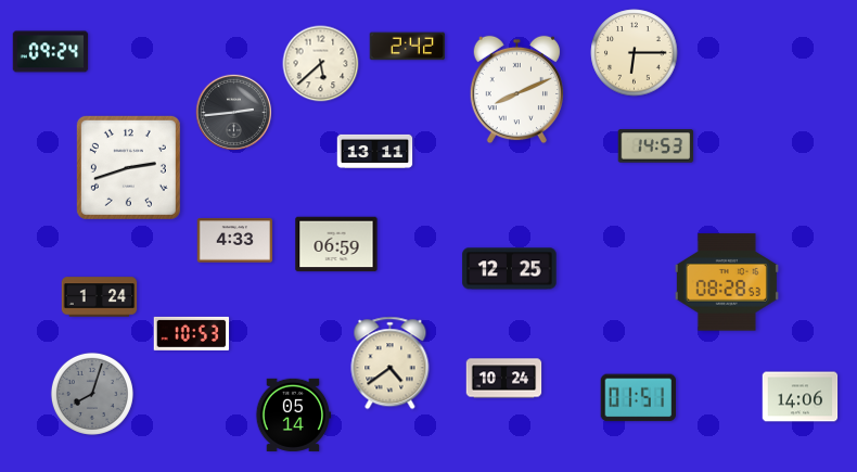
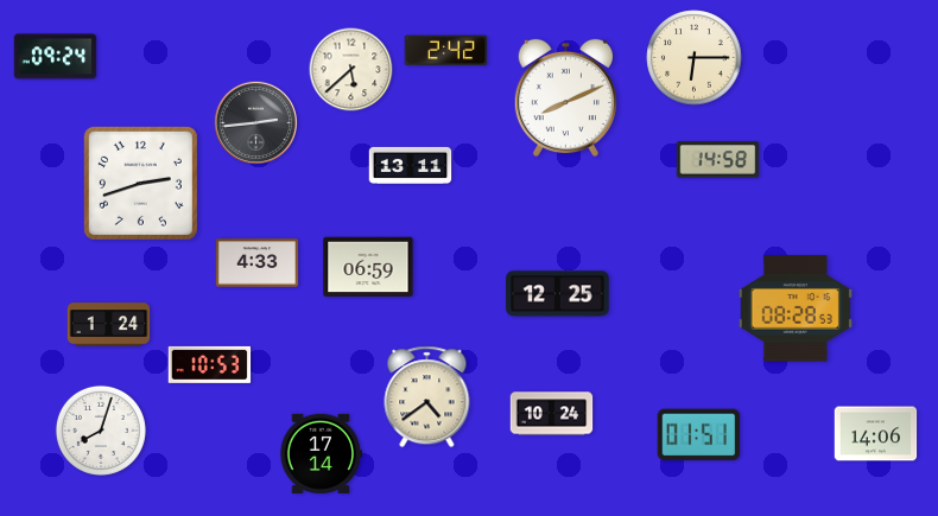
clock at (656, 146): 14:53 -> 14:58
clock at (92, 394) dial: grey -> white
clock at (293, 414): 05:14 -> 17:14
